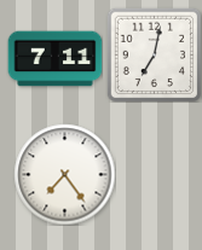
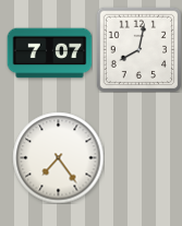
clock at (154, 54): 7:02 -> 8:02
clock at (54, 59): 7:11 -> 7:07
